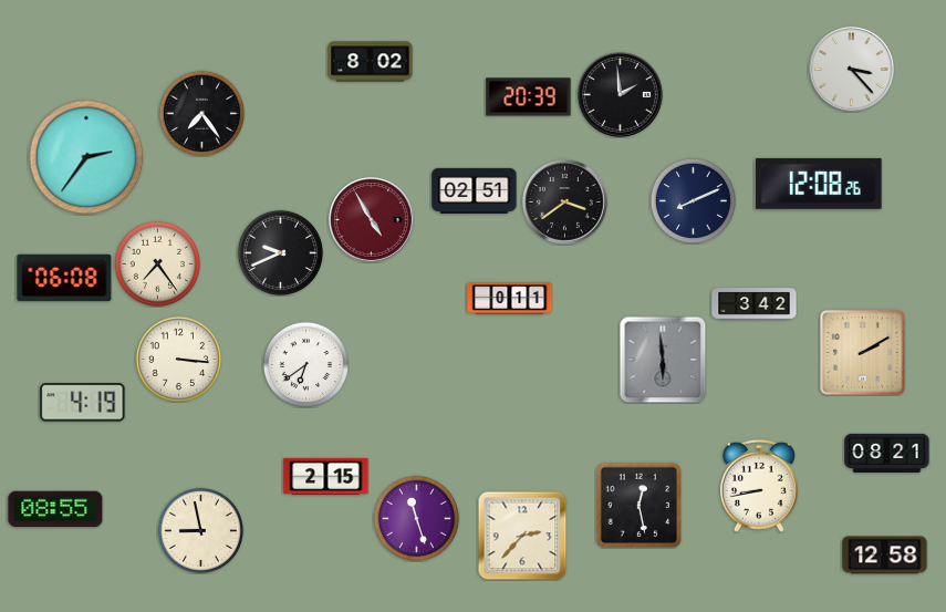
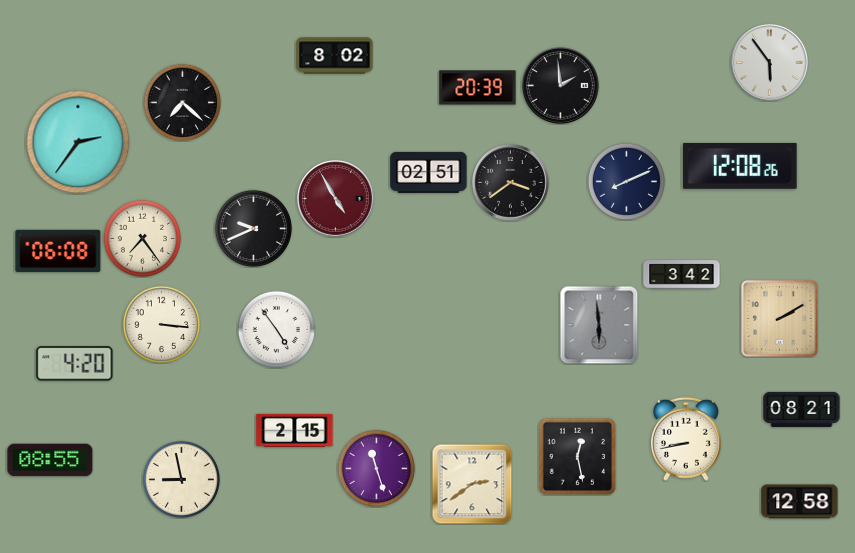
clock at (851, 69): 3:23 -> 5:54
clock at (201, 113): 7:24 -> 7:22
clock at (510, 299): 0:11 -> none
clock at (305, 364): 6:39 -> 4:54
clock at (83, 403): 4:19 -> 4:20
clock at (522, 536): 2:37 -> 2:39
